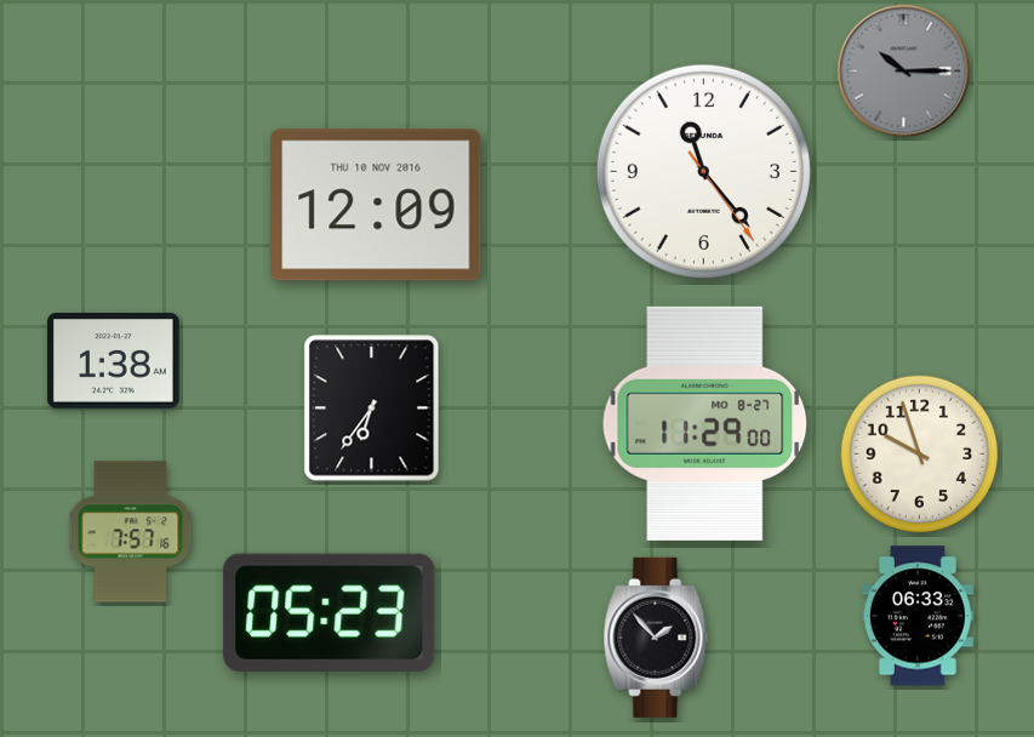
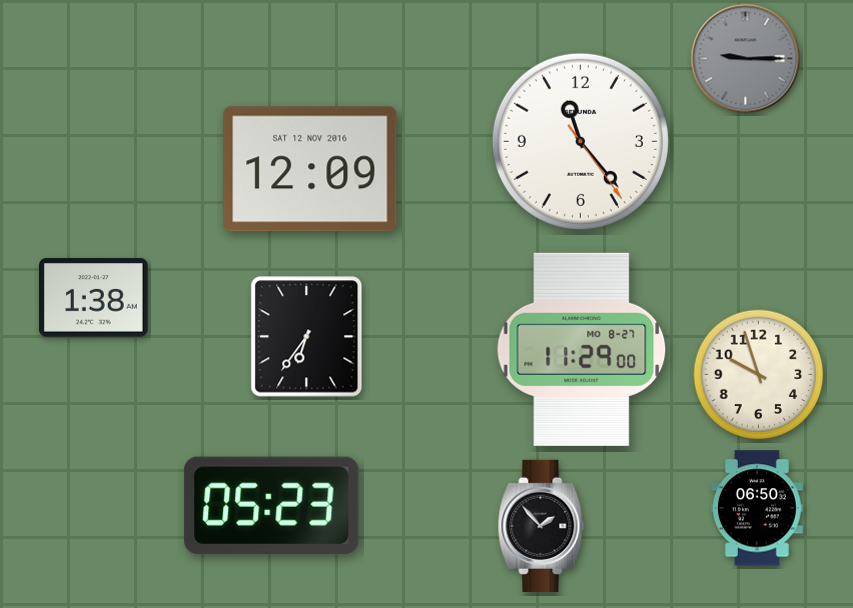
clock at (904, 72): 10:15 -> 9:15
clock at (376, 205) date: THU 10 NOV 2016 -> SAT 12 NOV 2016
clock at (131, 532): 7:57 -> none
clock at (918, 616): 06:33 -> 06:50
